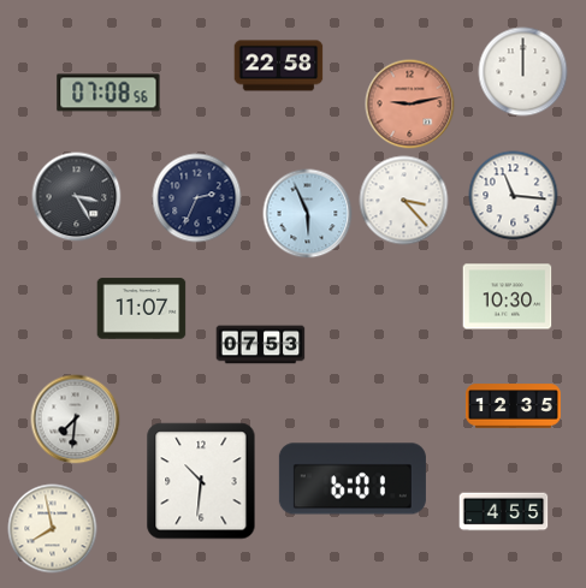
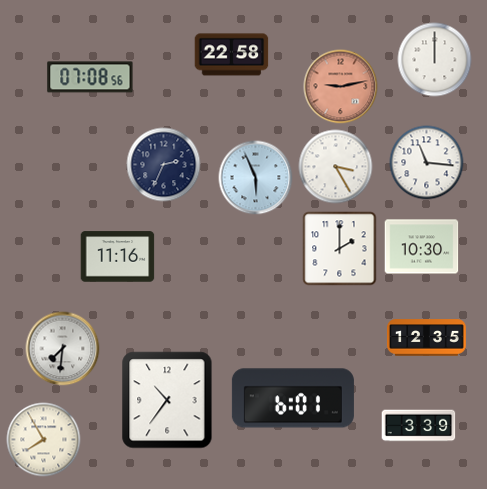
clock at (77, 197): 3:25 -> none
clock at (404, 201): 3:23 -> 3:25
clock at (340, 249): none -> 2:00
clock at (142, 309): 11:07 -> 11:16
clock at (261, 345): 07:53 -> none
clock at (201, 481): 10:31 -> 10:36
clock at (504, 512): 4:55 -> 3:39
clock at (53, 529): 7:58 -> 7:55
